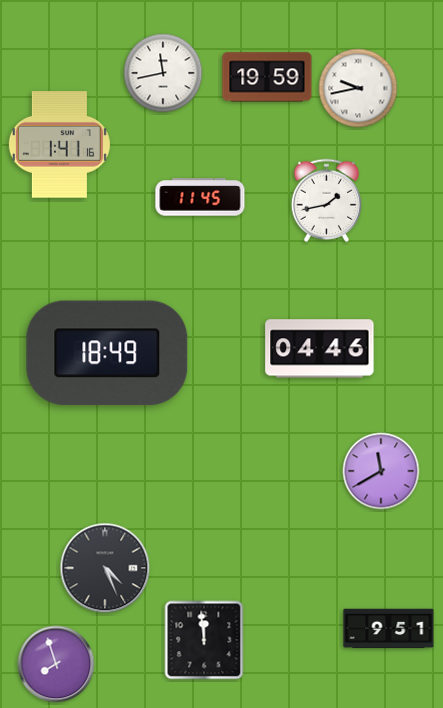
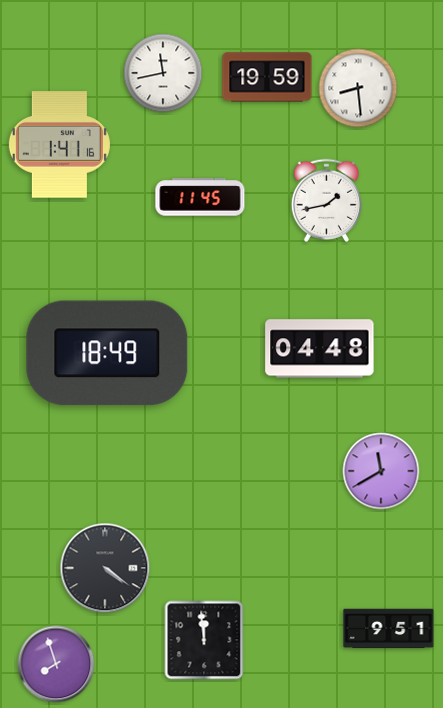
clock at (358, 88): 9:43 -> 8:29
clock at (320, 349): 04:46 -> 04:48
clock at (105, 568): 4:26 -> 4:21
